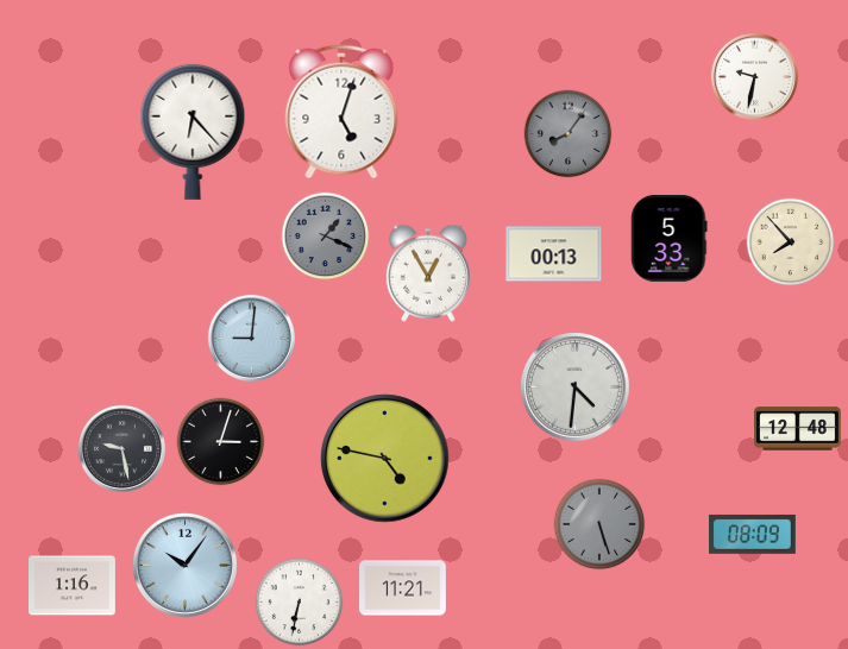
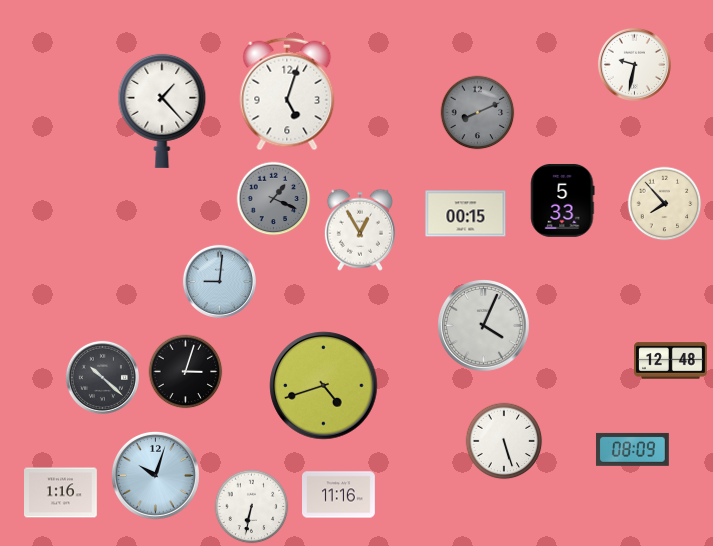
clock at (193, 132): 6:23 -> 1:23
clock at (569, 134): 8:06 -> 8:11
clock at (554, 254): 00:13 -> 00:15
clock at (251, 338) position: (251, 338) -> (219, 281)
clock at (576, 387): 4:31 -> 4:04
clock at (121, 448): 9:28 -> 10:22
clock at (385, 459): 4:47 -> 4:42
clock at (599, 524) dial: grey -> white
clock at (186, 566): 10:06 -> 10:03
clock at (403, 588): 11:21 -> 11:16
